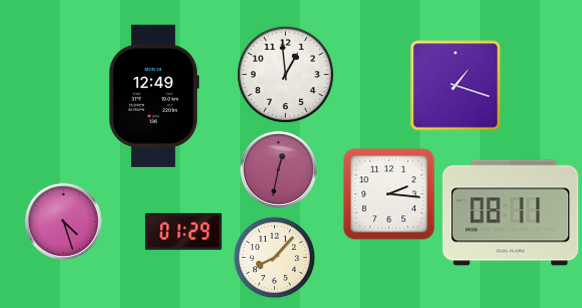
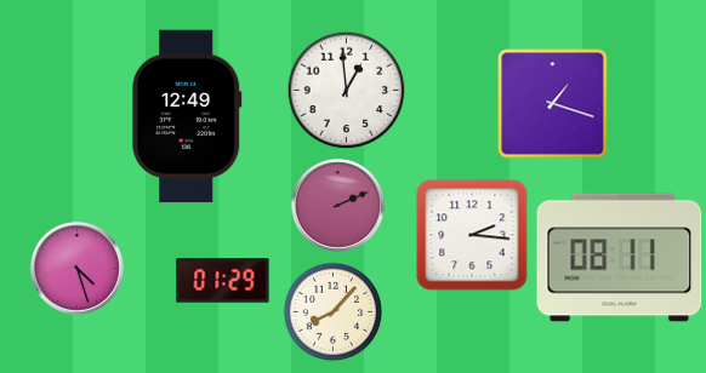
clock at (278, 169): 12:32 -> 2:11
